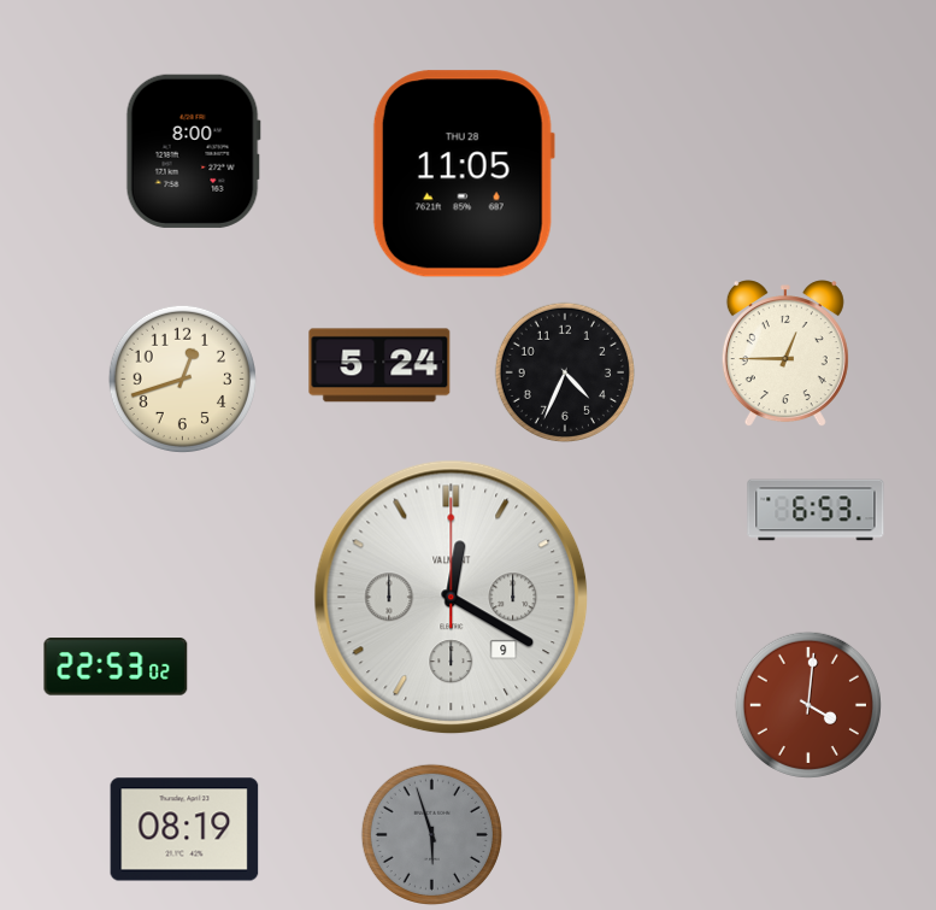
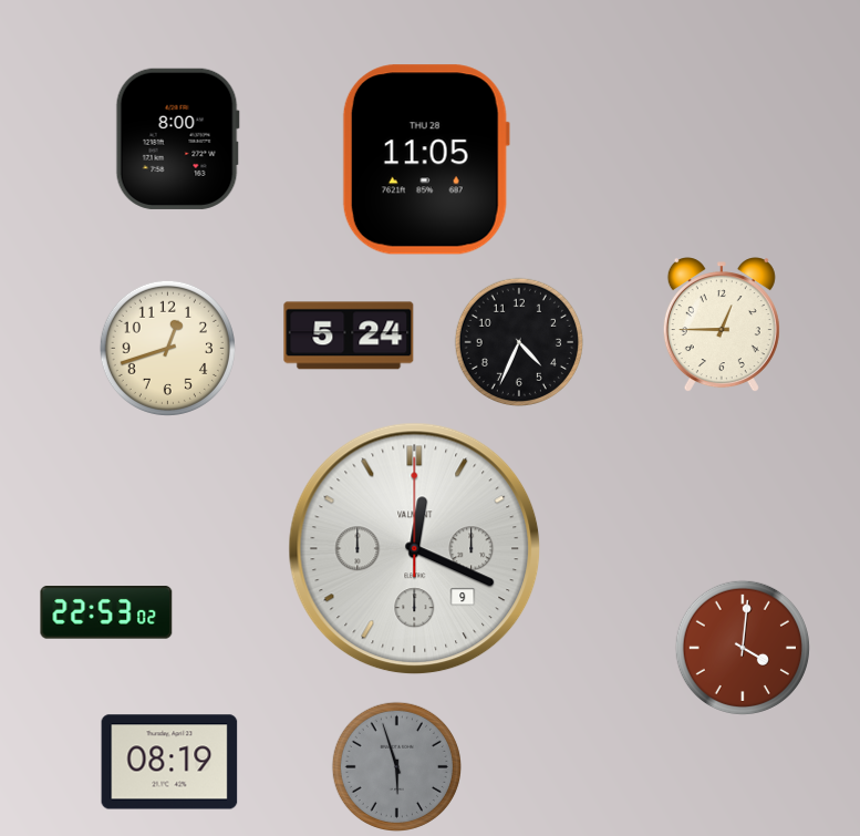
clock at (816, 510): 6:53 -> none
clock at (452, 598): 12:20 -> 12:19
